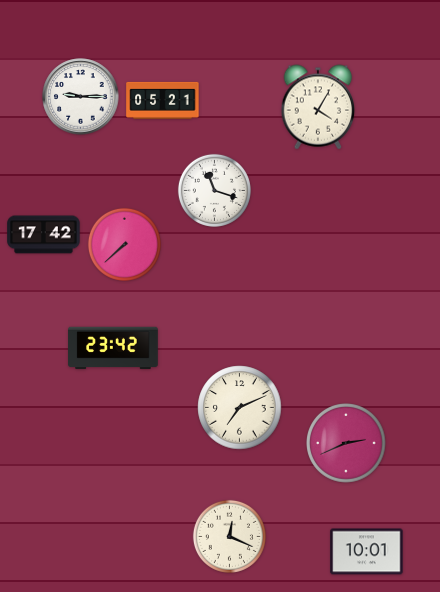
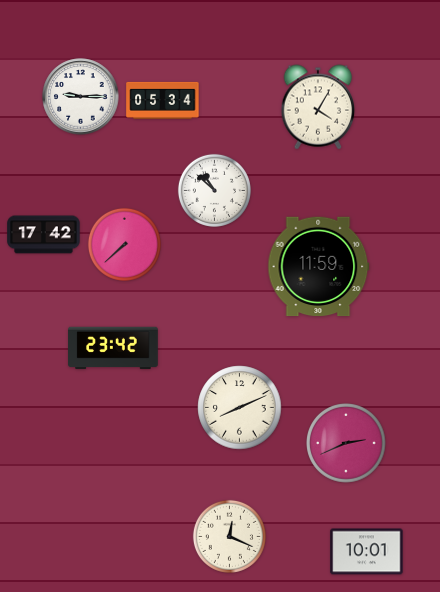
clock at (163, 100): 05:21 -> 05:34
clock at (214, 190): 11:18 -> 10:52
clock at (319, 267): none -> 11:59
clock at (240, 408): 7:11 -> 8:11
